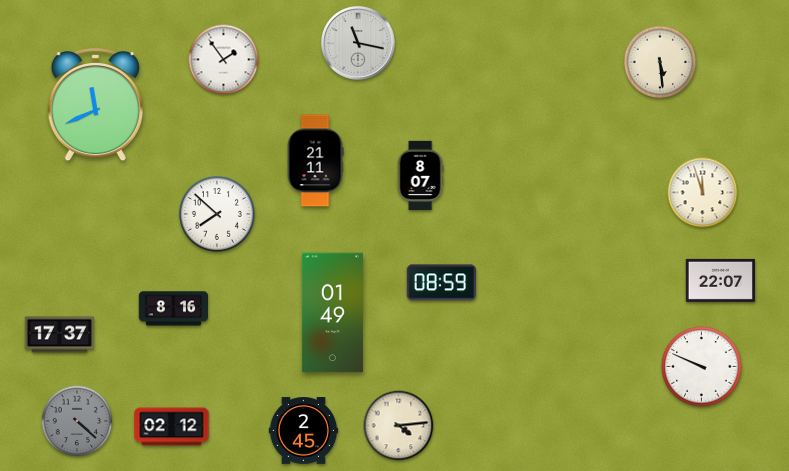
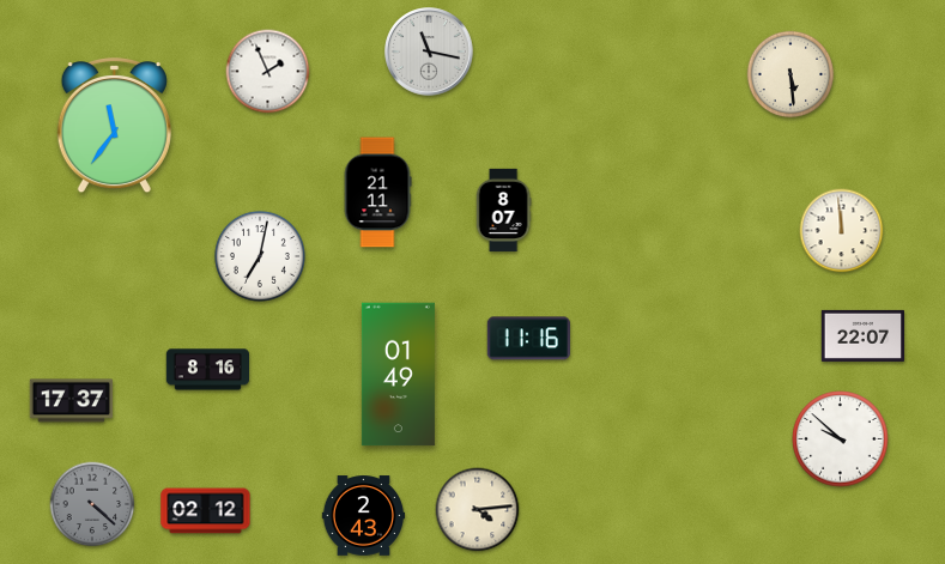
clock at (224, 60): 1:54 -> 1:56
clock at (95, 105): 11:41 -> 11:36
clock at (703, 193): 11:57 -> 11:59
clock at (217, 214): 7:52 -> 7:02
clock at (441, 283): 08:59 -> 11:16
clock at (702, 367): 9:49 -> 9:52
clock at (304, 431): 2:45 -> 2:43
